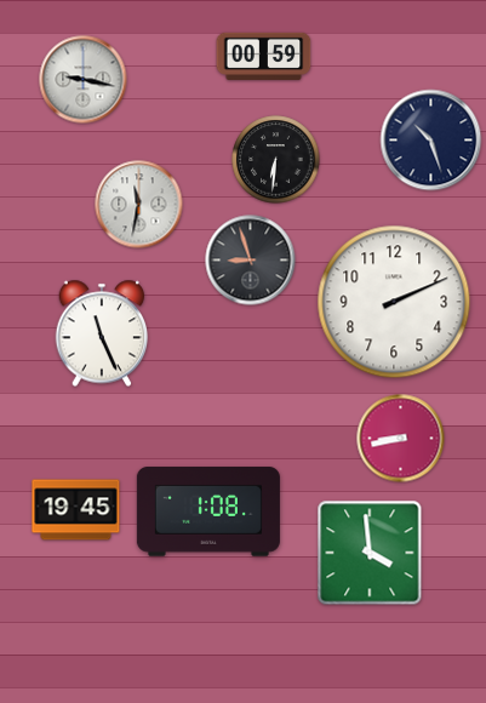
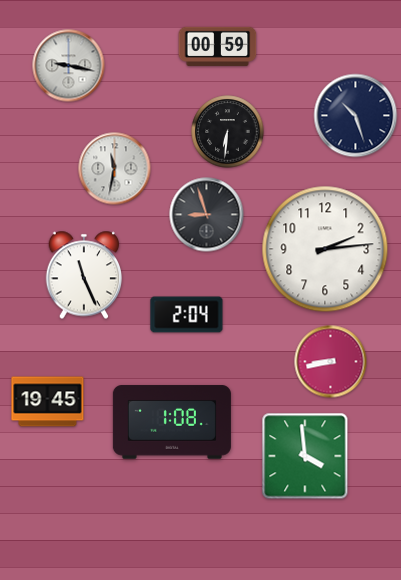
clock at (394, 302): 2:11 -> 2:14
clock at (187, 315): none -> 2:04
clock at (76, 510) position: (76, 510) -> (48, 402)
